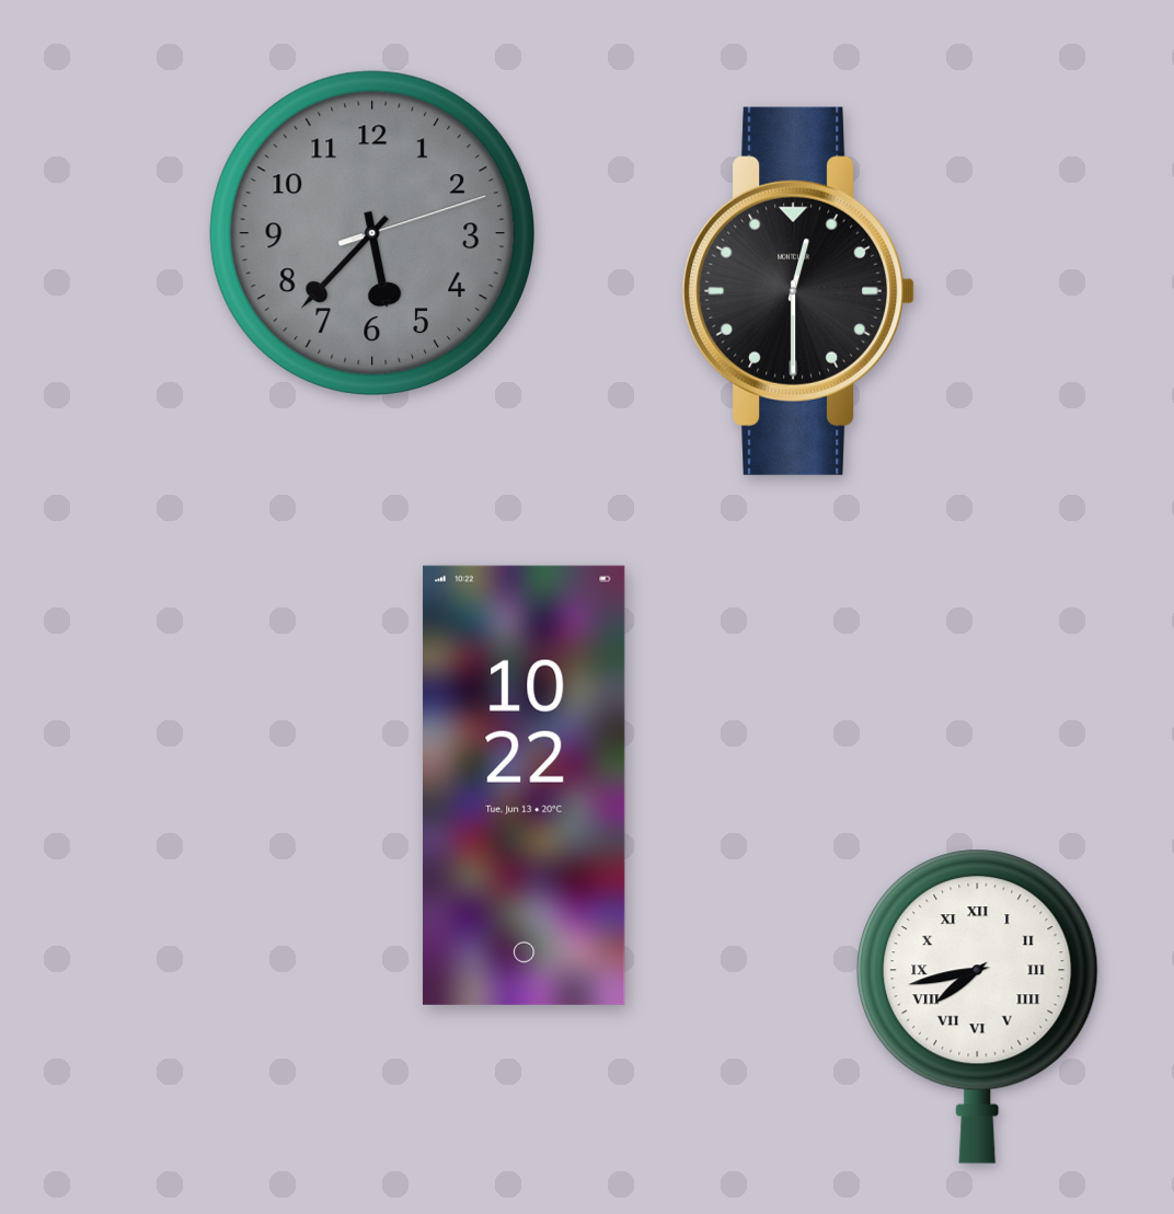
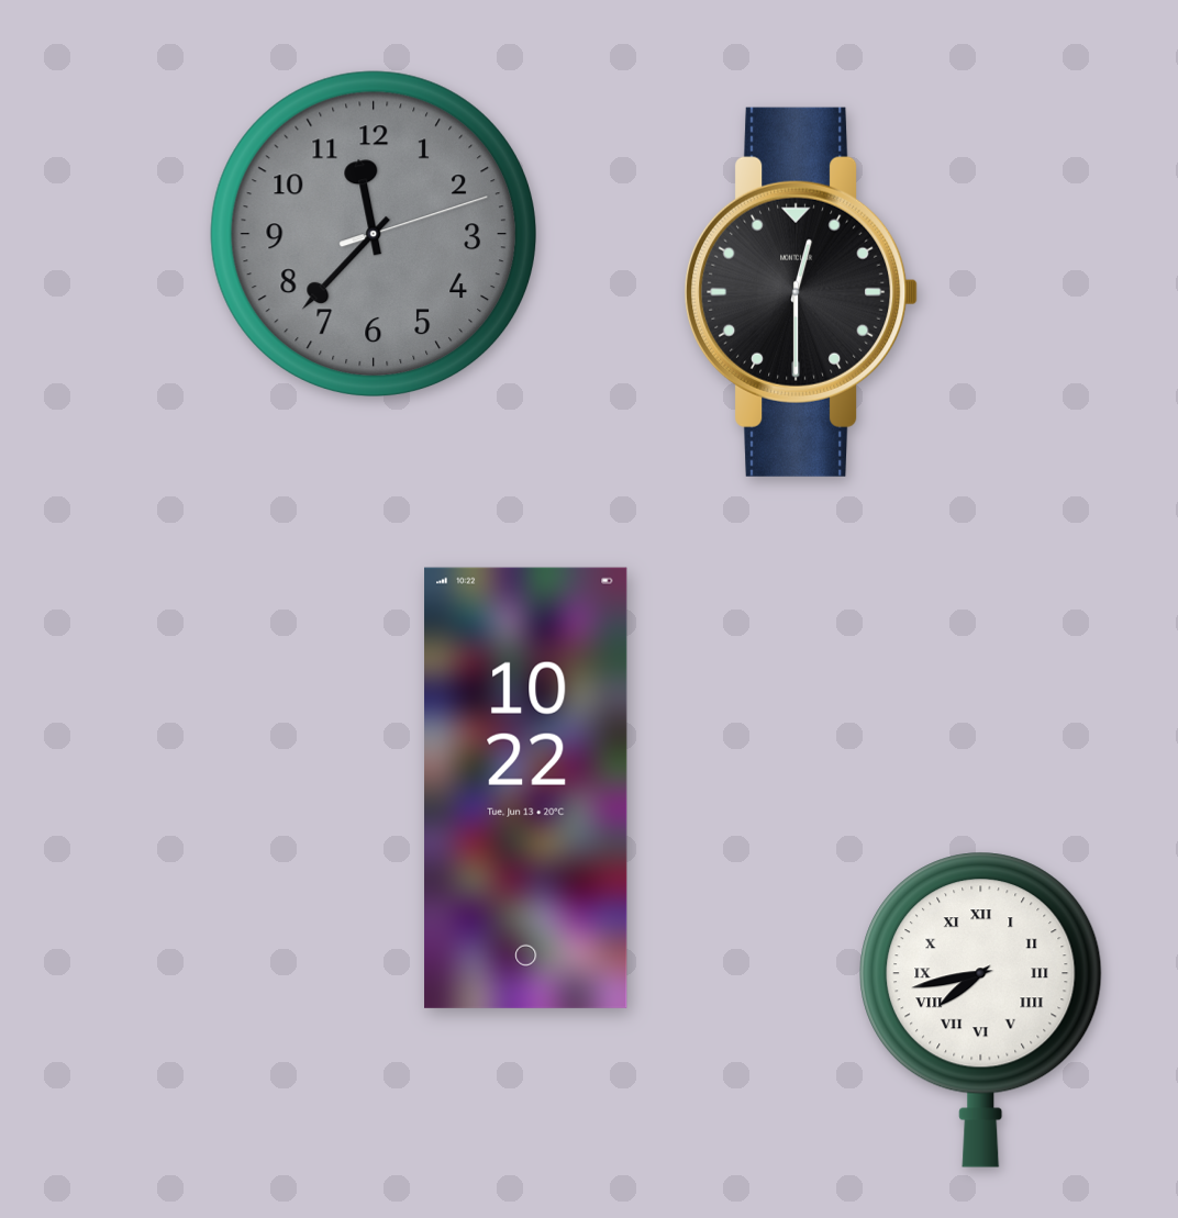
clock at (371, 232): 5:37 -> 11:37
